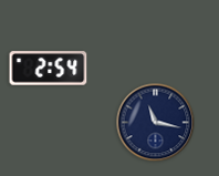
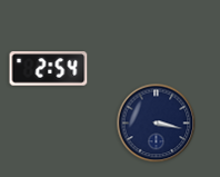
clock at (156, 123): 11:17 -> 3:17
